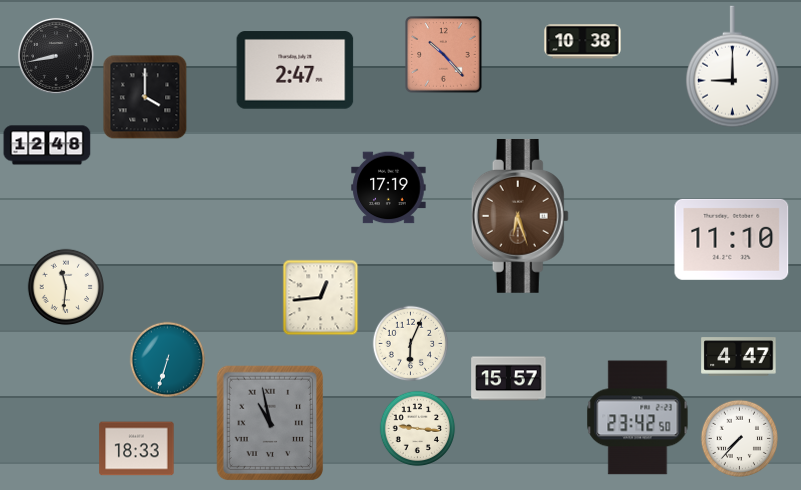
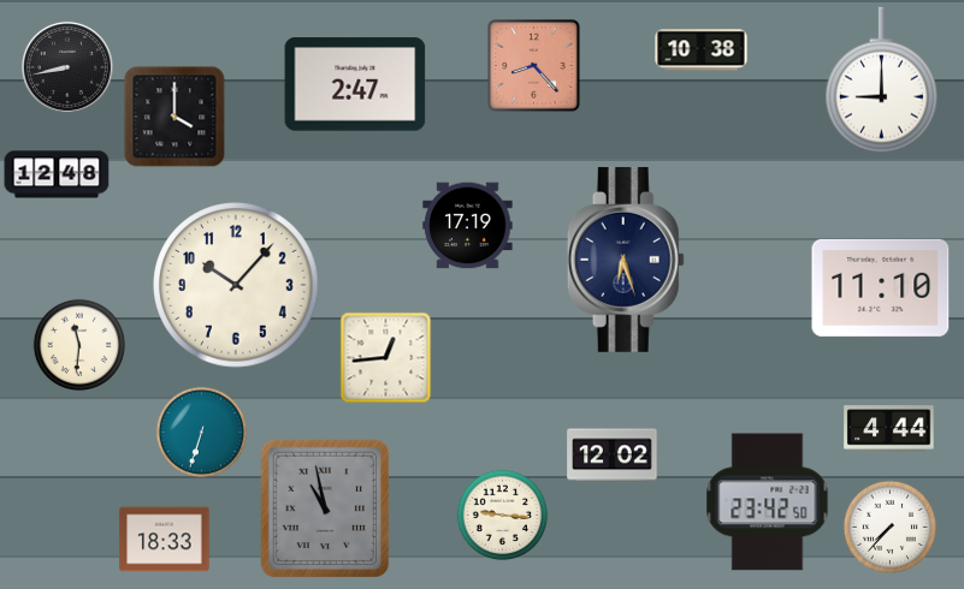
clock at (444, 55): 10:23 -> 8:23
clock at (520, 216) dial: brown -> navy
clock at (236, 285): none -> 10:07
clock at (411, 344): 6:04 -> none
clock at (739, 357): 4:47 -> 4:44
clock at (509, 379): 15:57 -> 12:02
